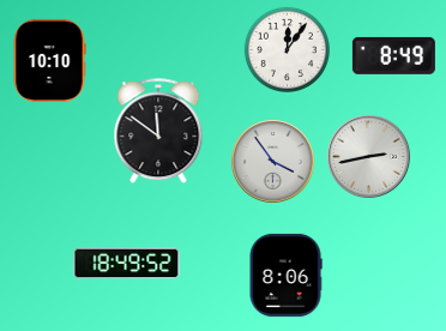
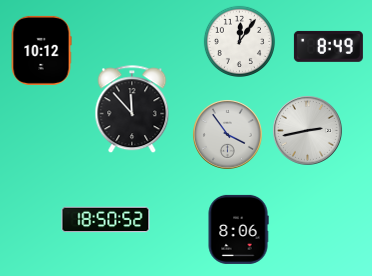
clock at (49, 60): 10:10 -> 10:12
clock at (158, 132): 11:51 -> 11:53
clock at (127, 264): 18:49 -> 18:50
